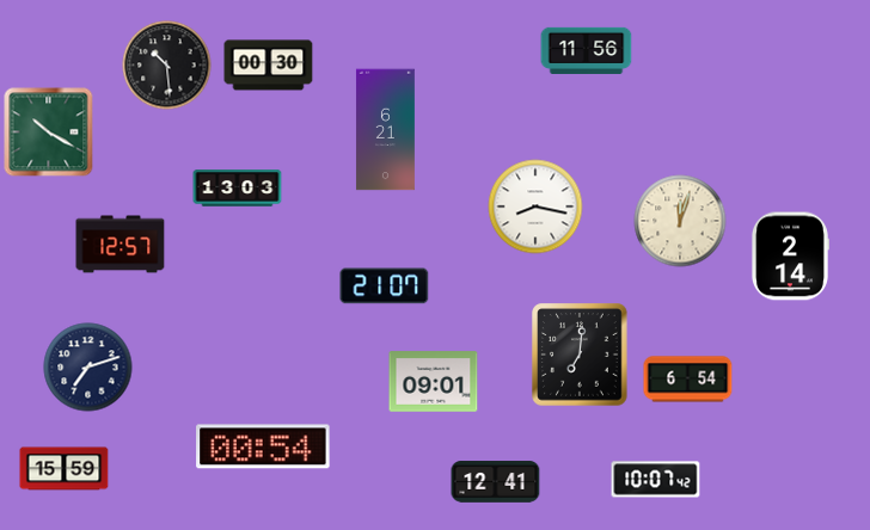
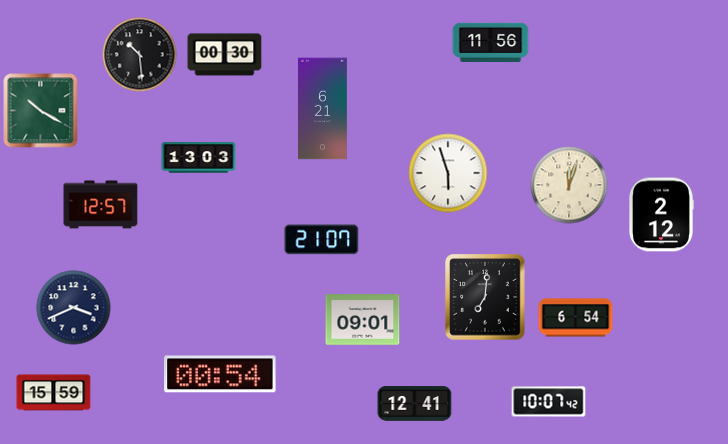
clock at (535, 207): 8:17 -> 5:57
clock at (790, 257): 2:14 -> 2:12
clock at (88, 368): 7:12 -> 3:41
